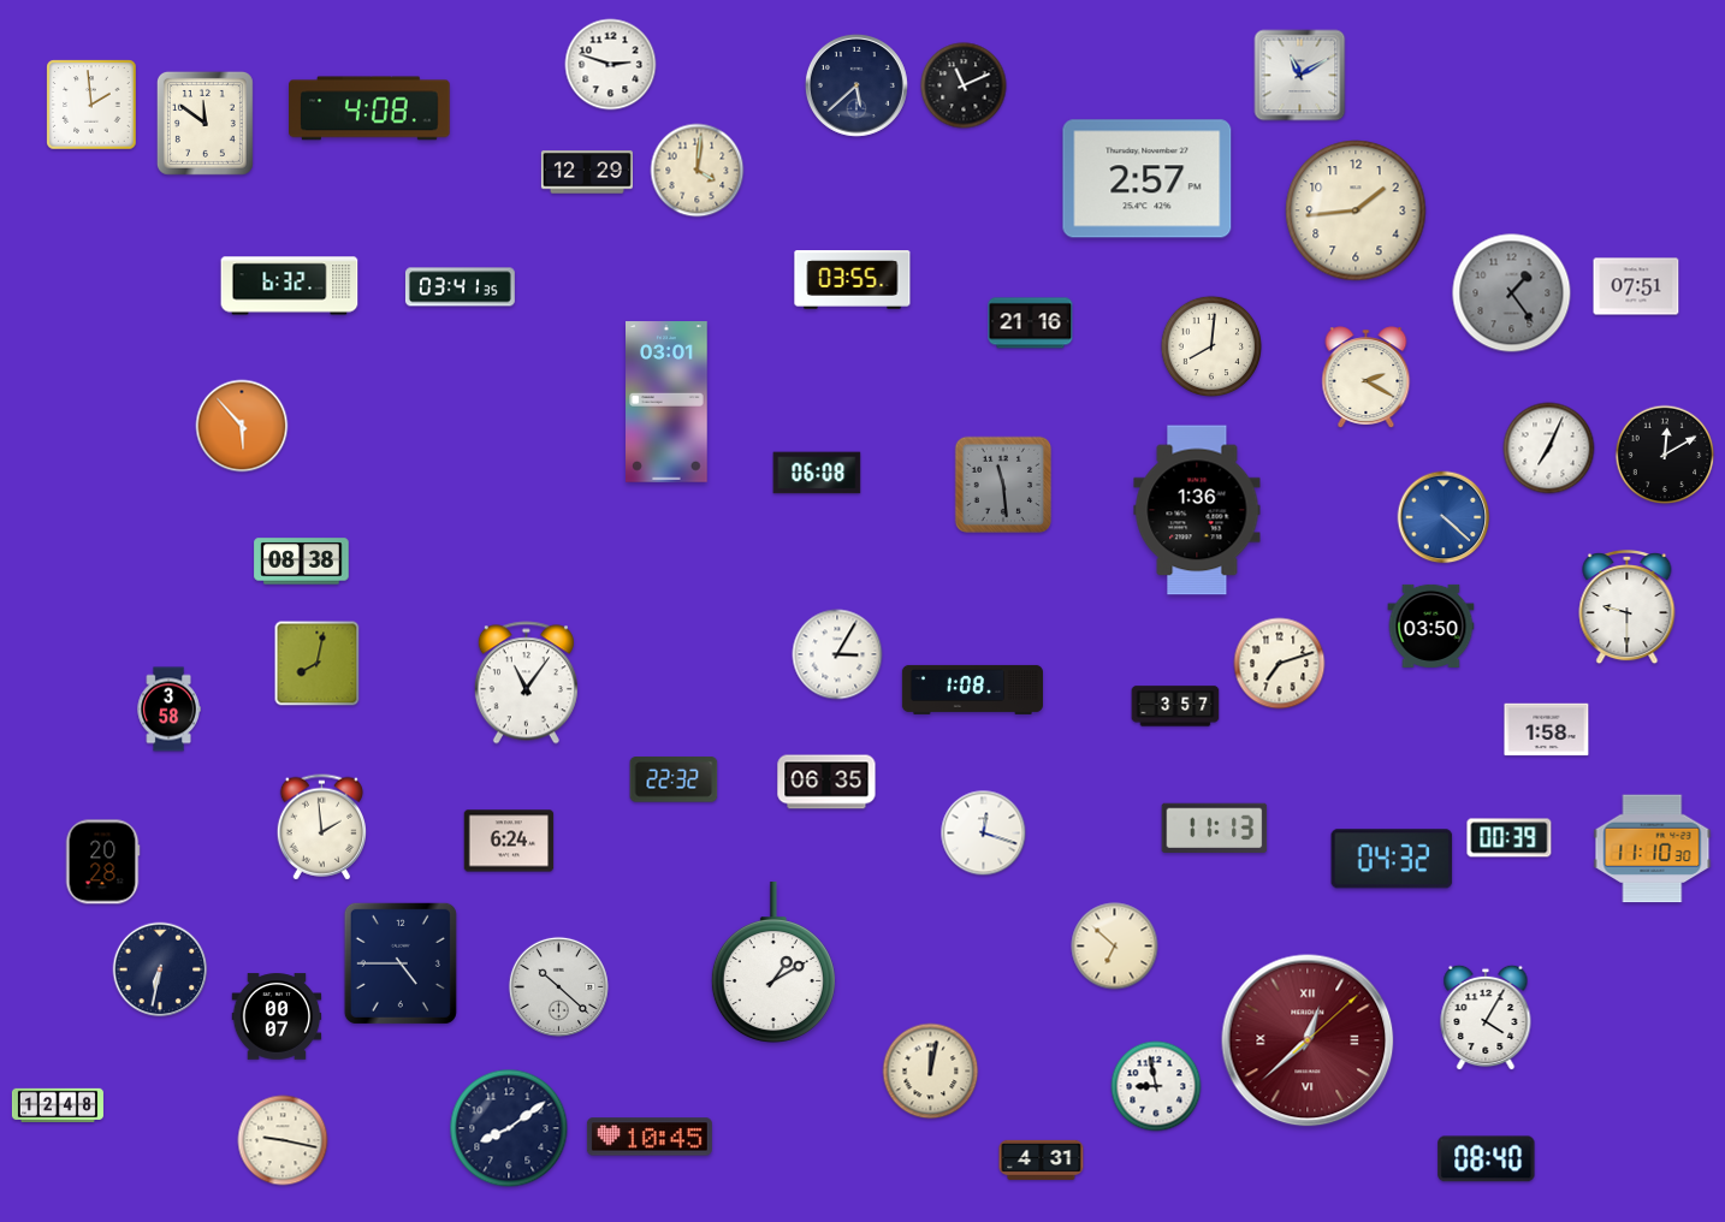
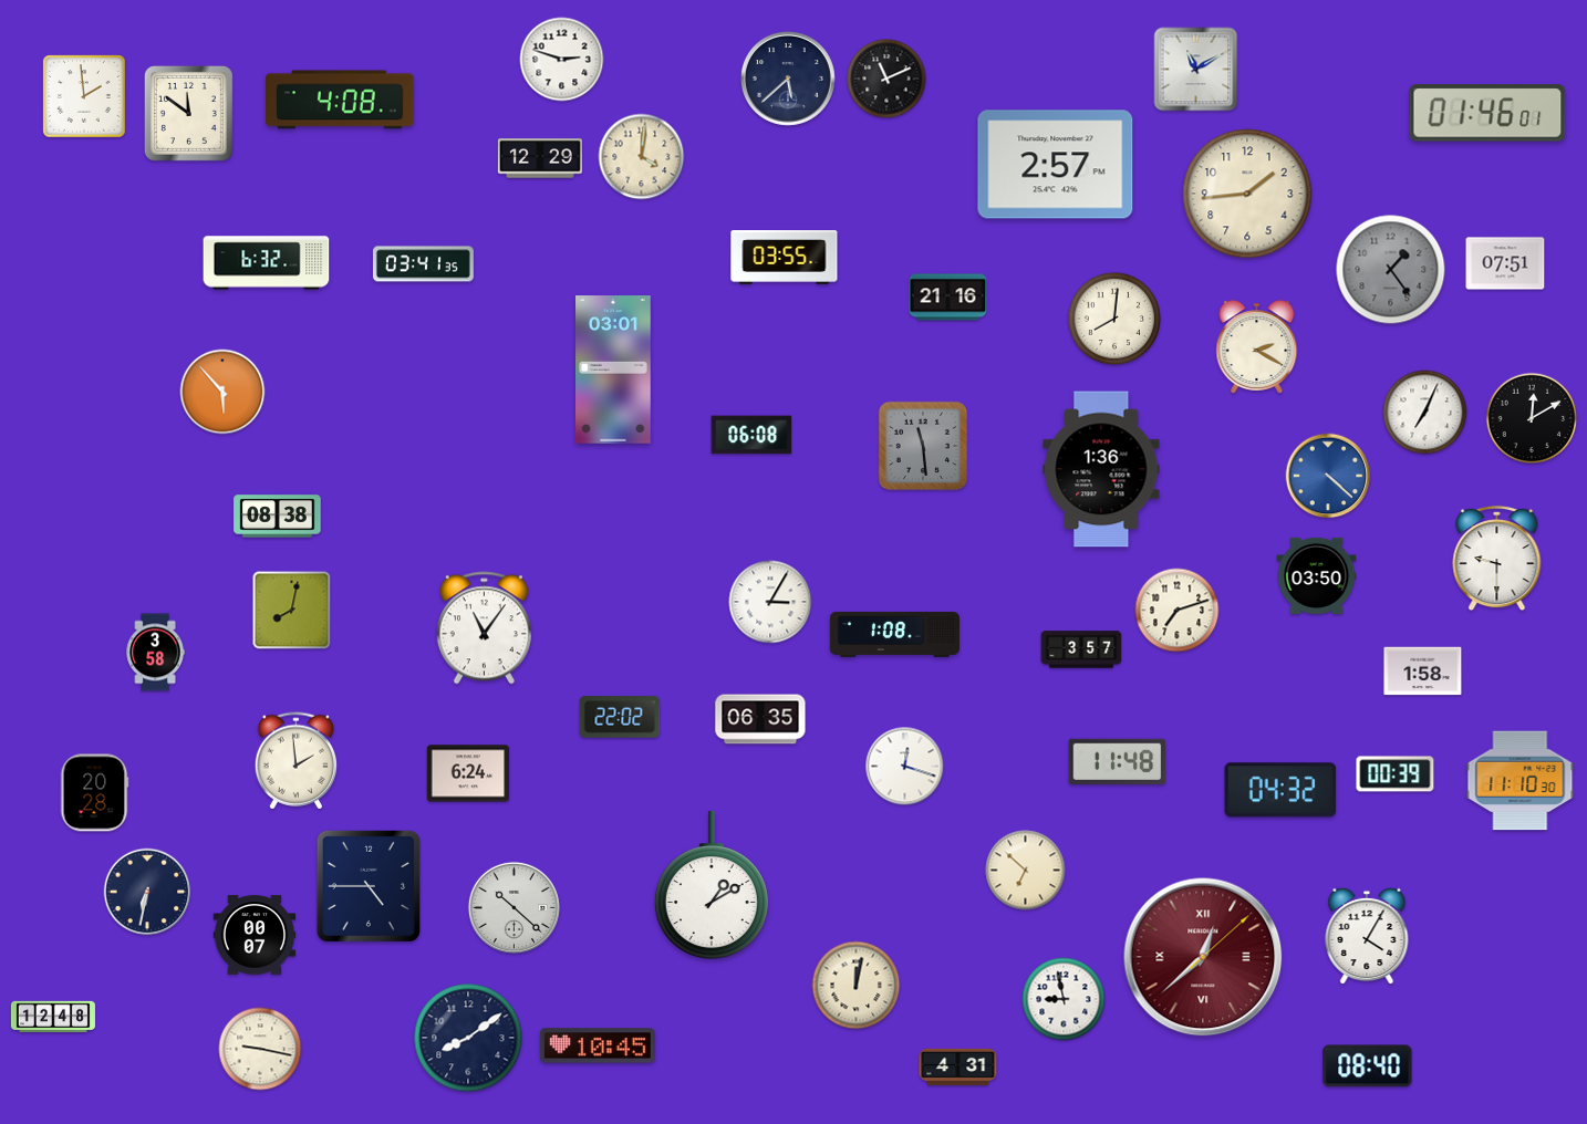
clock at (1487, 113): none -> 01:46
clock at (674, 779): 22:32 -> 22:02
clock at (1215, 829): 11:13 -> 11:48
clock at (1510, 838) position: (1510, 838) -> (1396, 774)
